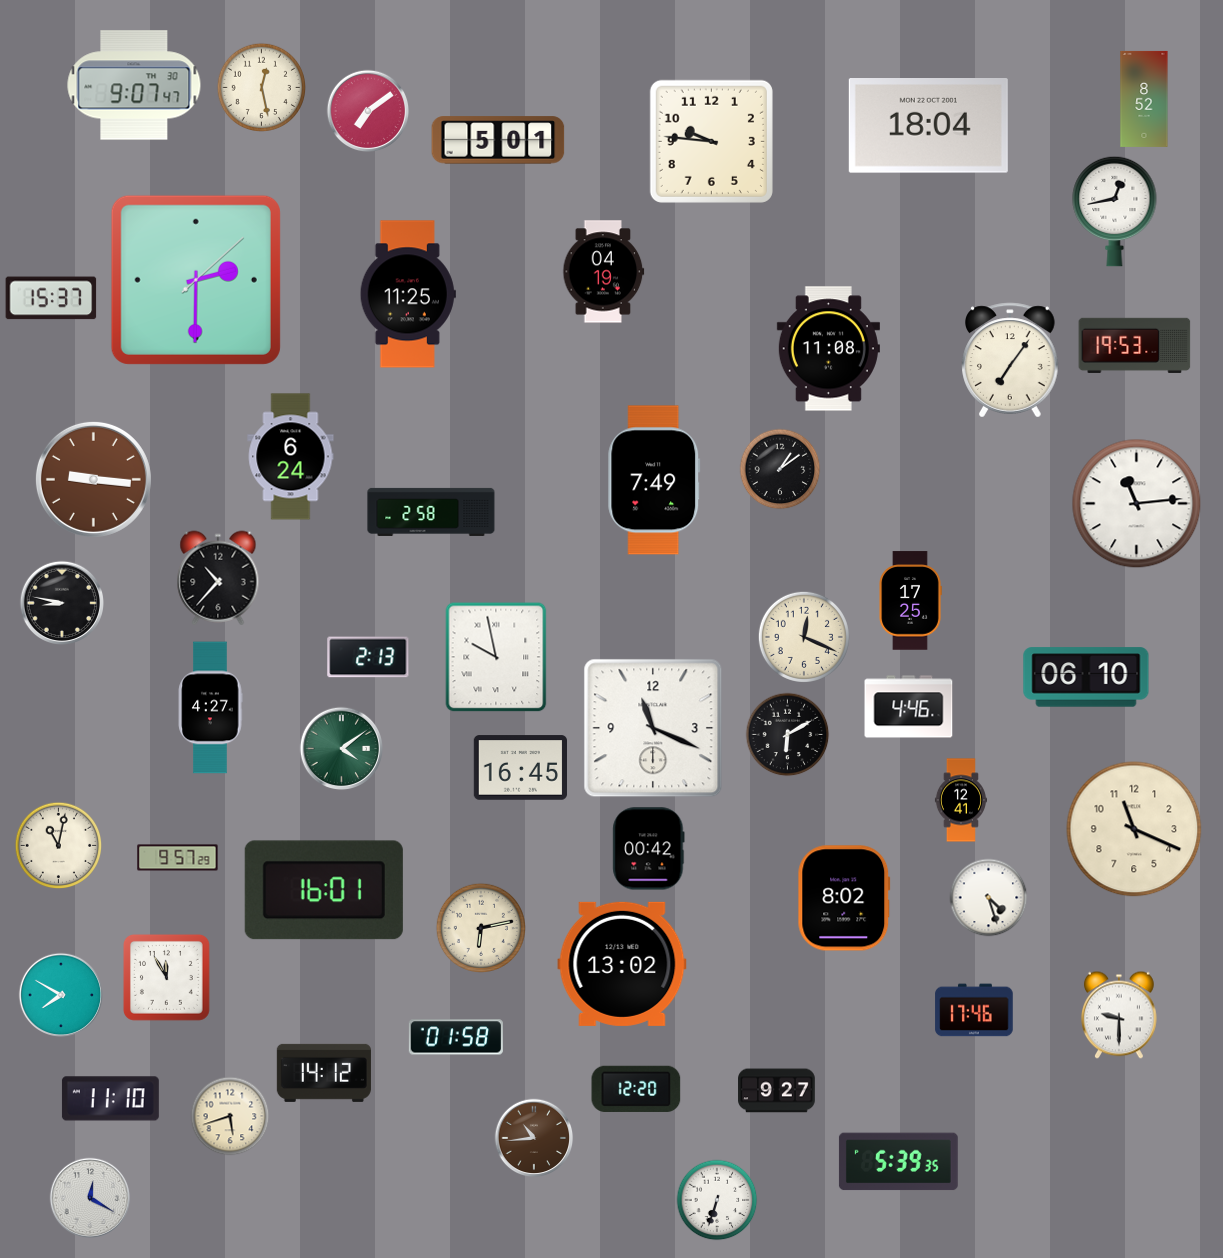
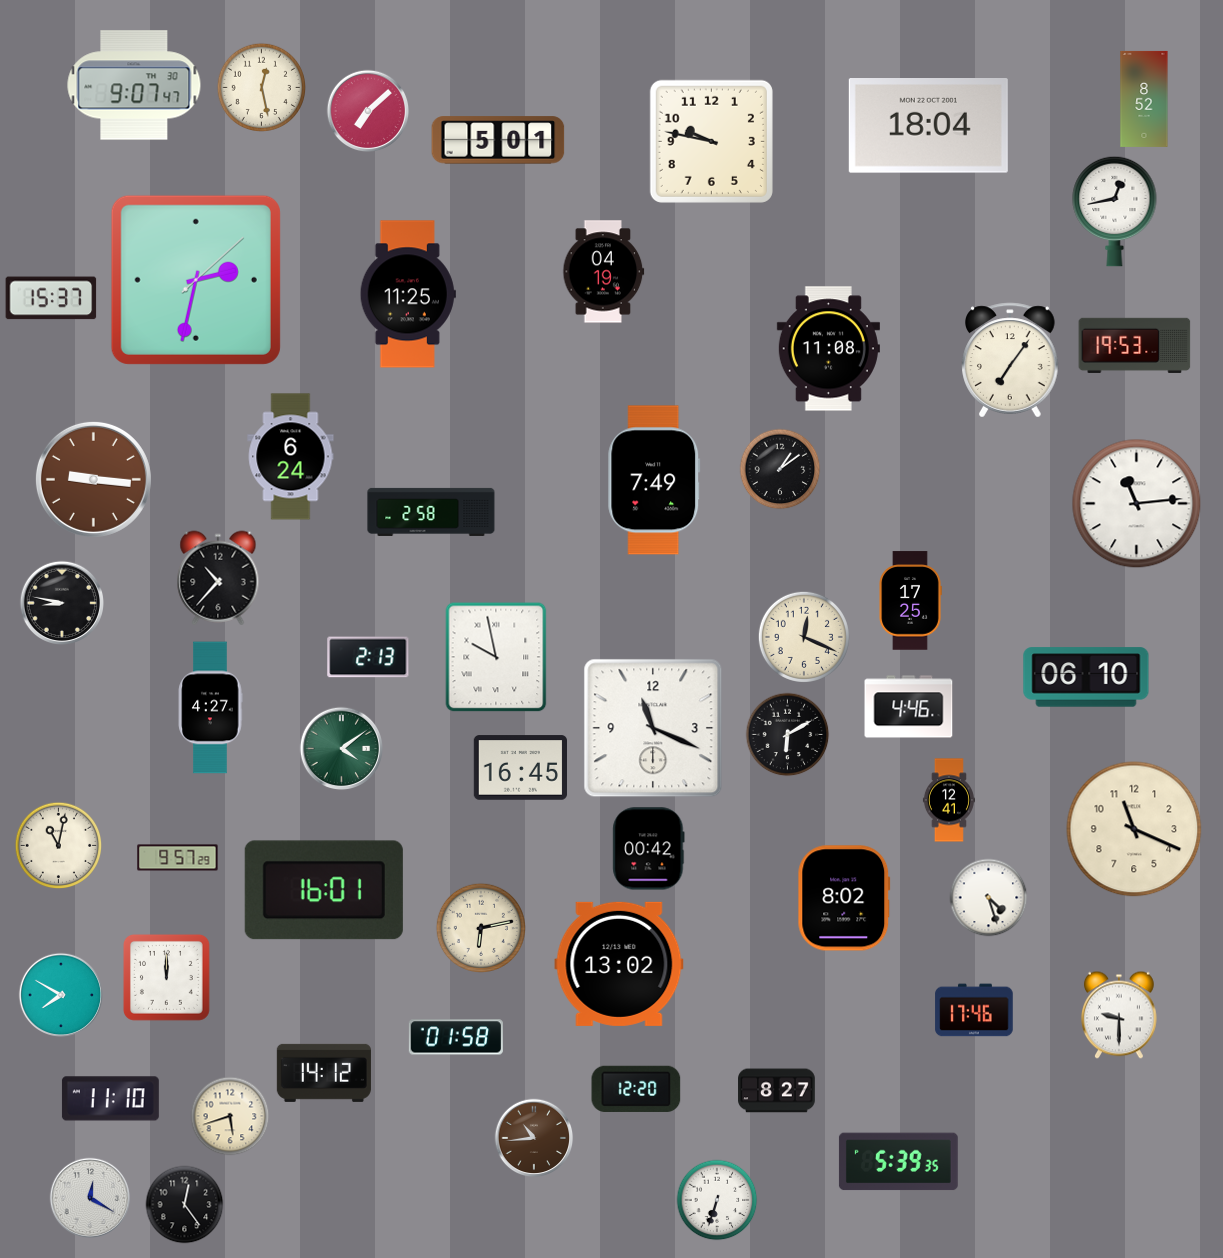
clock at (368, 111): 7:09 -> 7:08
clock at (711, 141): 9:46 -> 9:47
clock at (196, 280): 2:30 -> 2:32
clock at (961, 800) position: (961, 800) -> (949, 800)
clock at (622, 964) position: (622, 964) -> (619, 964)
clock at (166, 977): 11:55 -> 12:00
clock at (777, 1091): 9:27 -> 8:27
clock at (185, 1205): none -> 12:24
